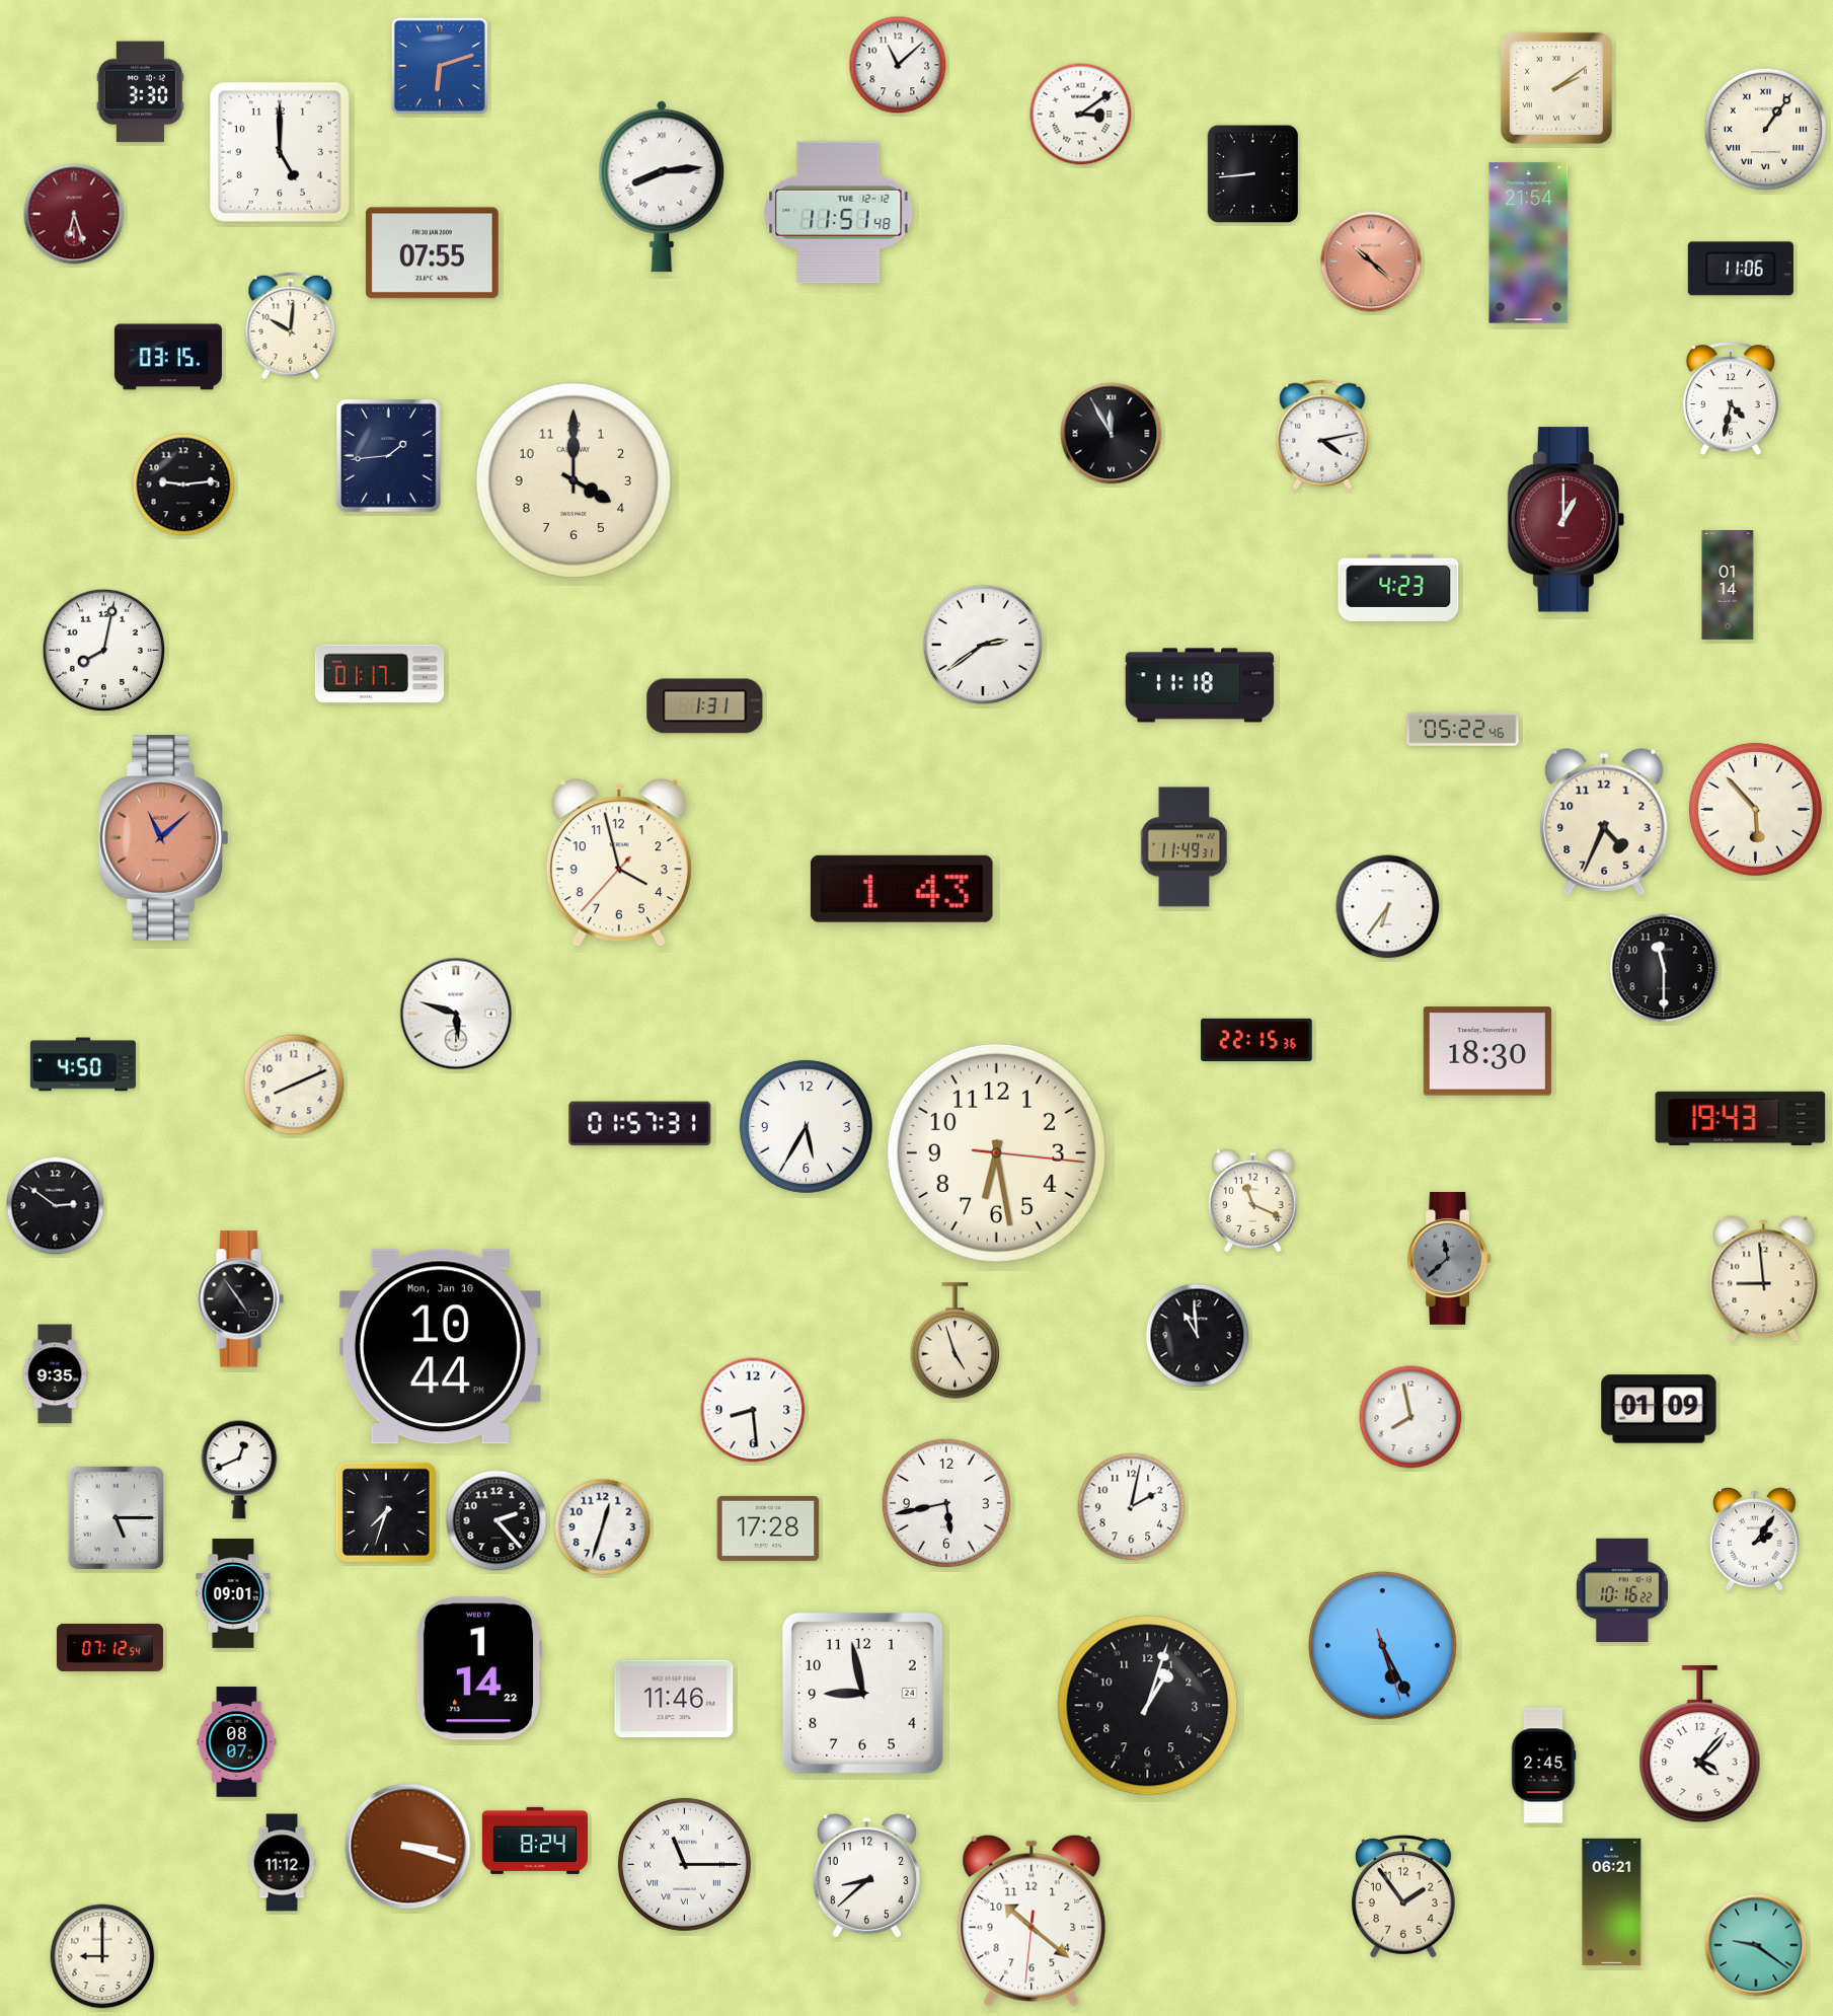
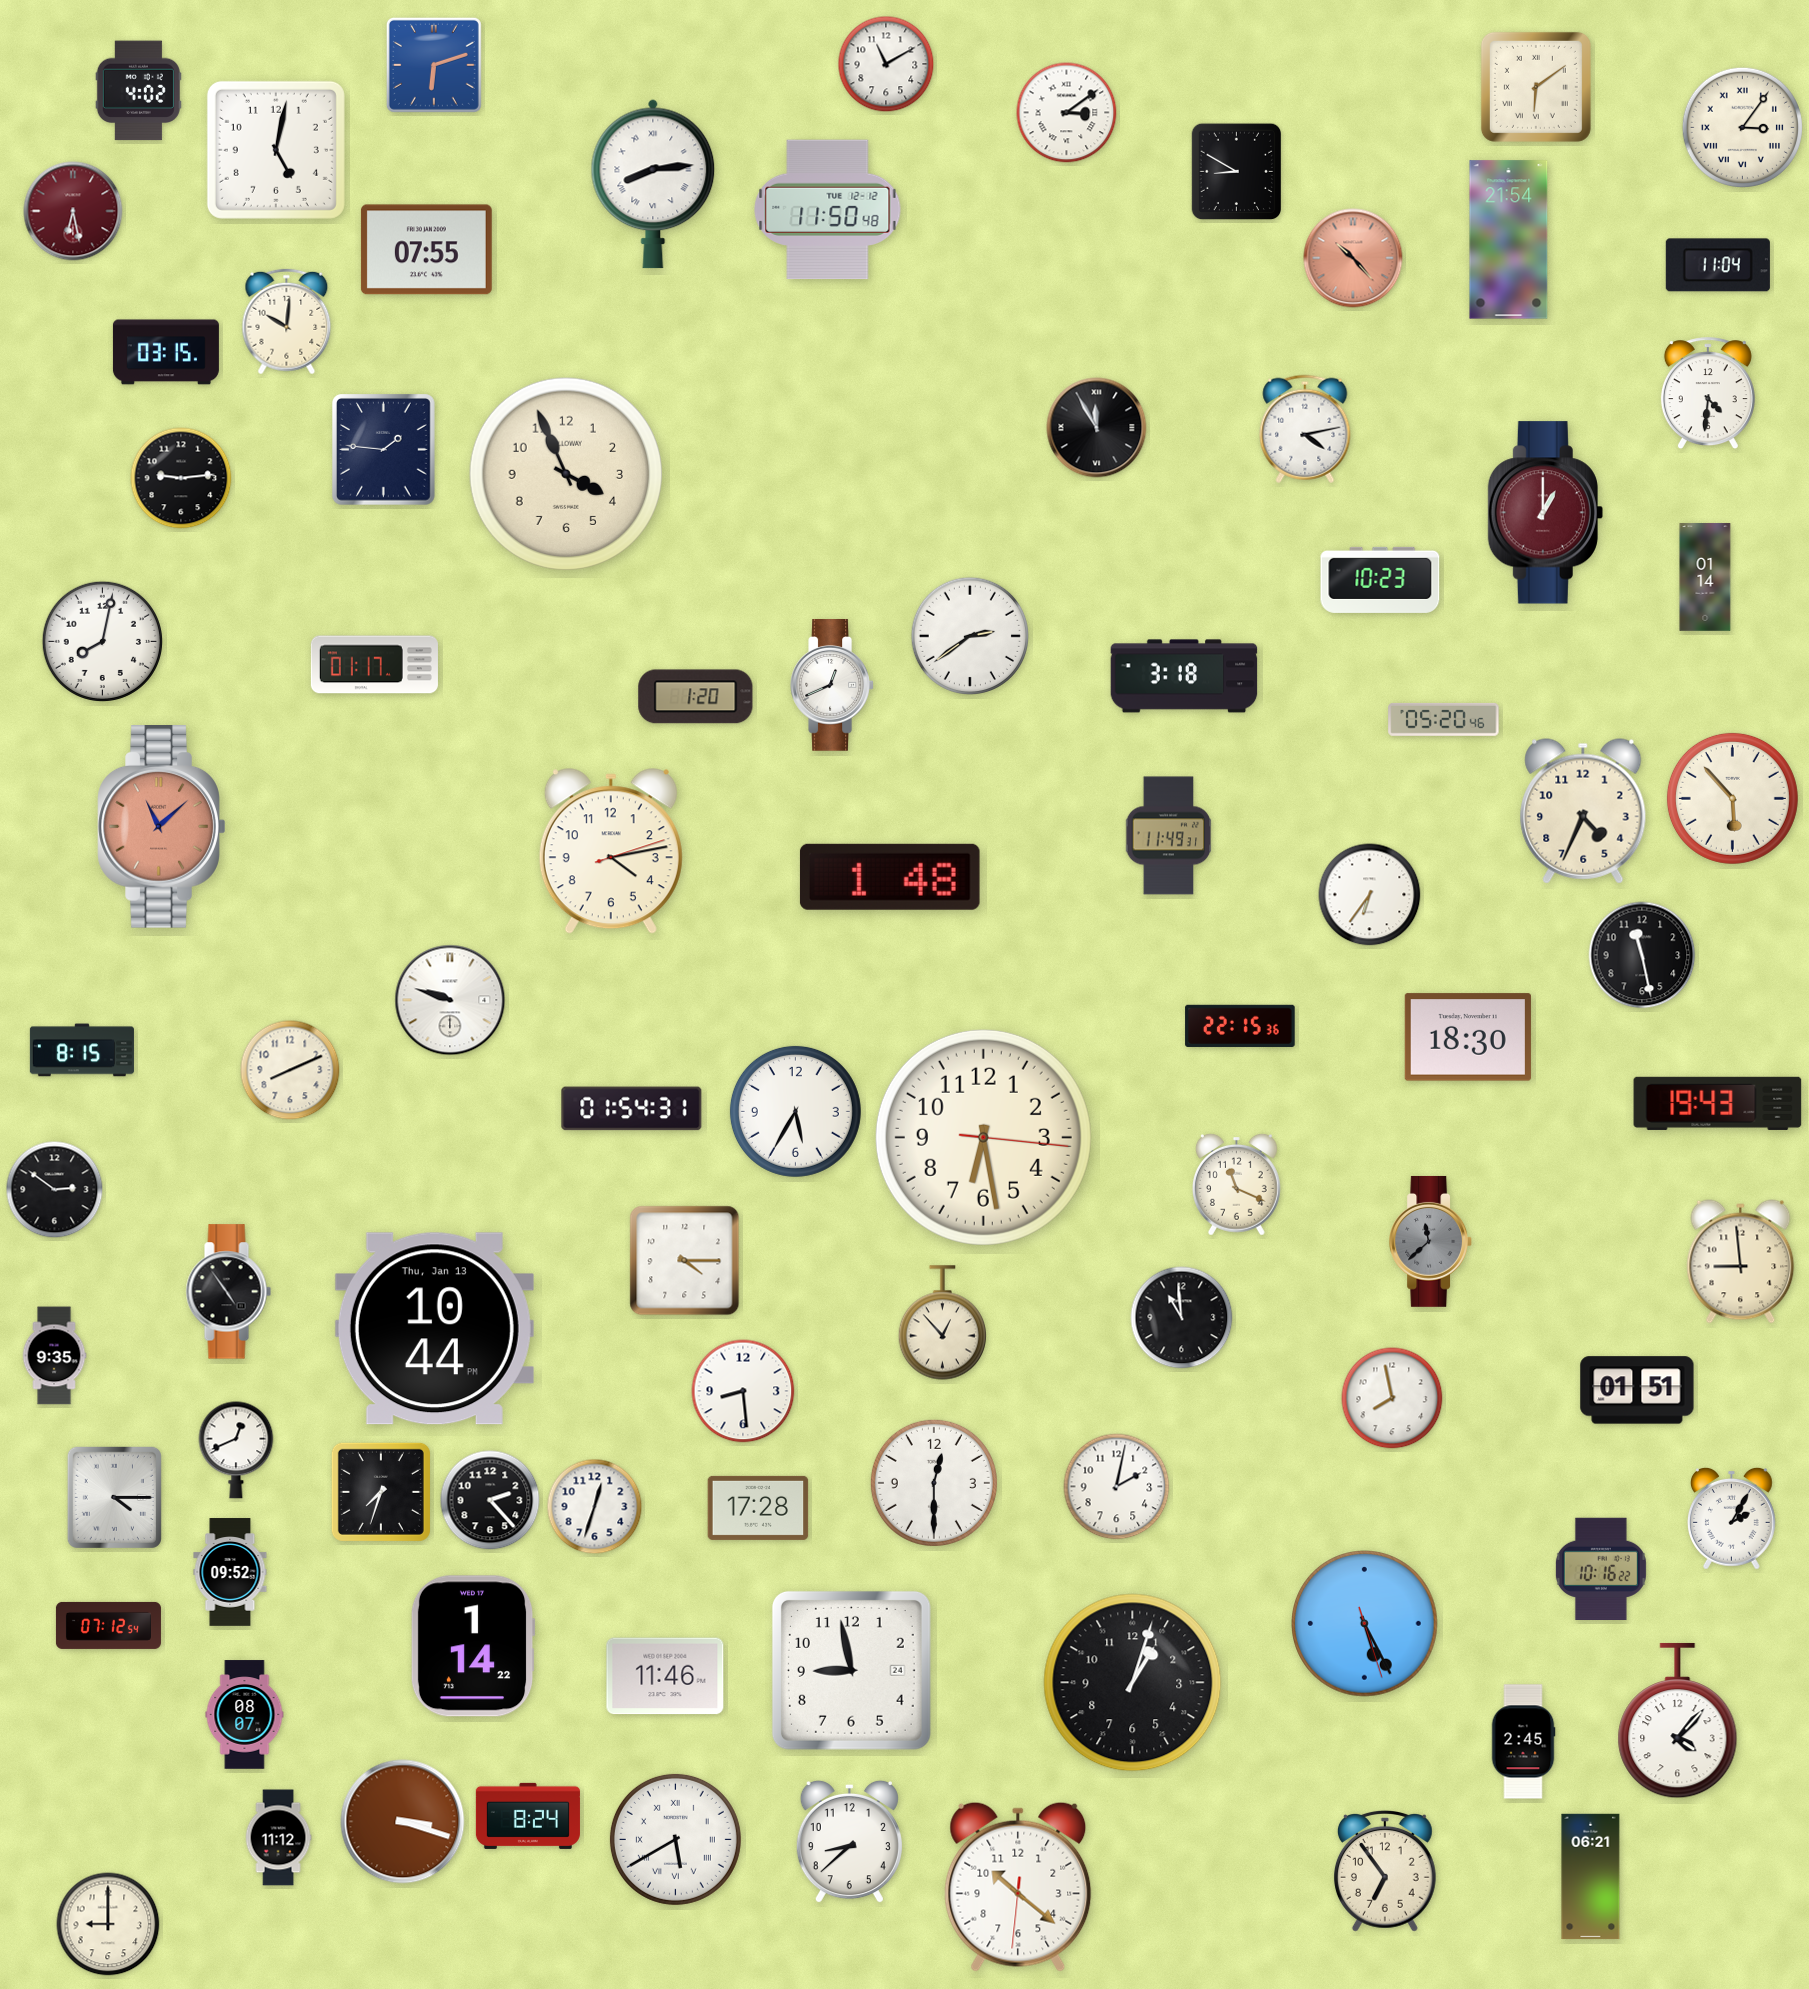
clock at (898, 65): 11:08 -> 11:10
clock at (1556, 88): 2:09 -> 6:09
clock at (140, 92): 3:30 -> 4:02
clock at (1765, 129): 1:06 -> 3:06
clock at (280, 152): 5:00 -> 5:02
clock at (1252, 174): 8:44 -> 8:50
clock at (839, 213): 11:51 -> 11:50
clock at (74, 214): 6:27 -> 6:28
clock at (1371, 262): 10:22 -> 10:23
clock at (1741, 269): 11:06 -> 11:04
clock at (1731, 399): 4:32 -> 4:31
clock at (389, 456): 1:44 -> 1:46
clock at (574, 480): 4:00 -> 3:56
clock at (1398, 588): 4:23 -> 10:23
clock at (1200, 685): 11:18 -> 3:18
clock at (832, 685): none -> 12:41
clock at (705, 706): 1:31 -> 1:20
clock at (1463, 729): 05:22 -> 05:20
clock at (619, 864): 3:57 -> 4:13
clock at (902, 889): 1:43 -> 1:48
clock at (1664, 968): 11:30 -> 11:28
clock at (456, 1014): 5:48 -> 9:48
clock at (83, 1064): 4:50 -> 8:15
clock at (640, 1124): 01:57 -> 01:54
clock at (685, 1261): none -> 4:15
clock at (240, 1299) position: (240, 1299) -> (228, 1292)
clock at (954, 1341): 4:57 -> 12:53
clock at (440, 1347) date: Mon, Jan 10 -> Thu, Jan 13
clock at (1659, 1409): 01:09 -> 01:51
clock at (946, 1503): 5:43 -> 12:30
clock at (116, 1517): 5:15 -> 4:15
clock at (1755, 1539): 2:06 -> 2:05
clock at (233, 1593): 09:01 -> 09:52
clock at (237, 1742) position: (237, 1742) -> (245, 1715)
clock at (684, 1864): 11:15 -> 5:40
clock at (866, 1876) position: (866, 1876) -> (849, 1842)
clock at (1403, 1896): 1:54 -> 6:54
clock at (1032, 1921) position: (1032, 1921) -> (1018, 1887)
clock at (1756, 1945): 9:21 -> none
clock at (102, 1956) position: (102, 1956) -> (108, 1924)
